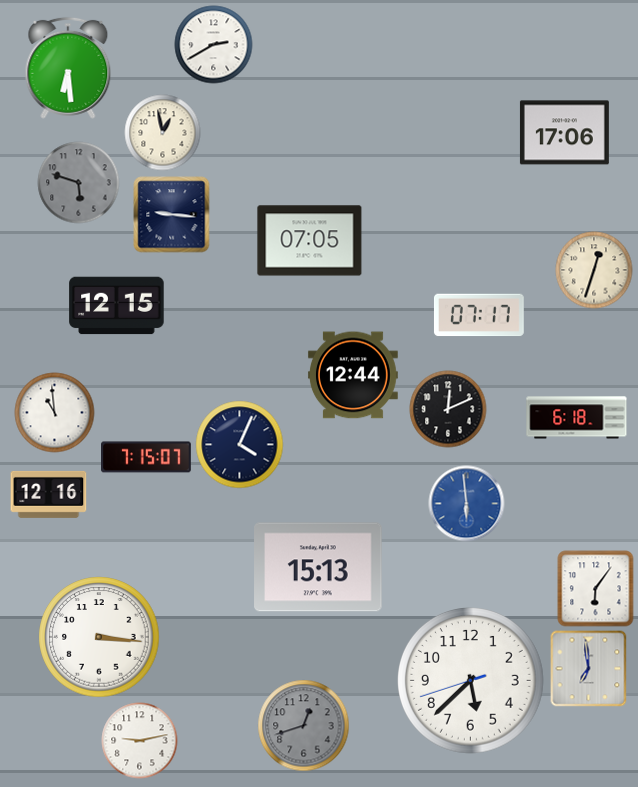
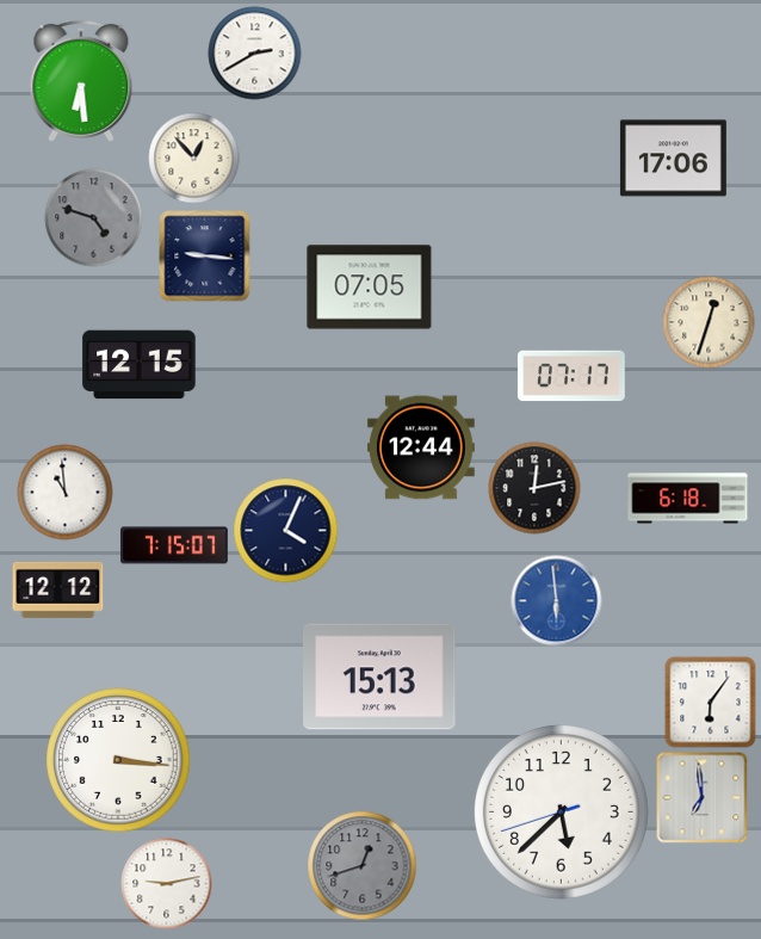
clock at (163, 133): 12:58 -> 12:53
clock at (79, 183): 5:48 -> 4:48
clock at (448, 409): 12:11 -> 12:13
clock at (49, 494): 12:16 -> 12:12
